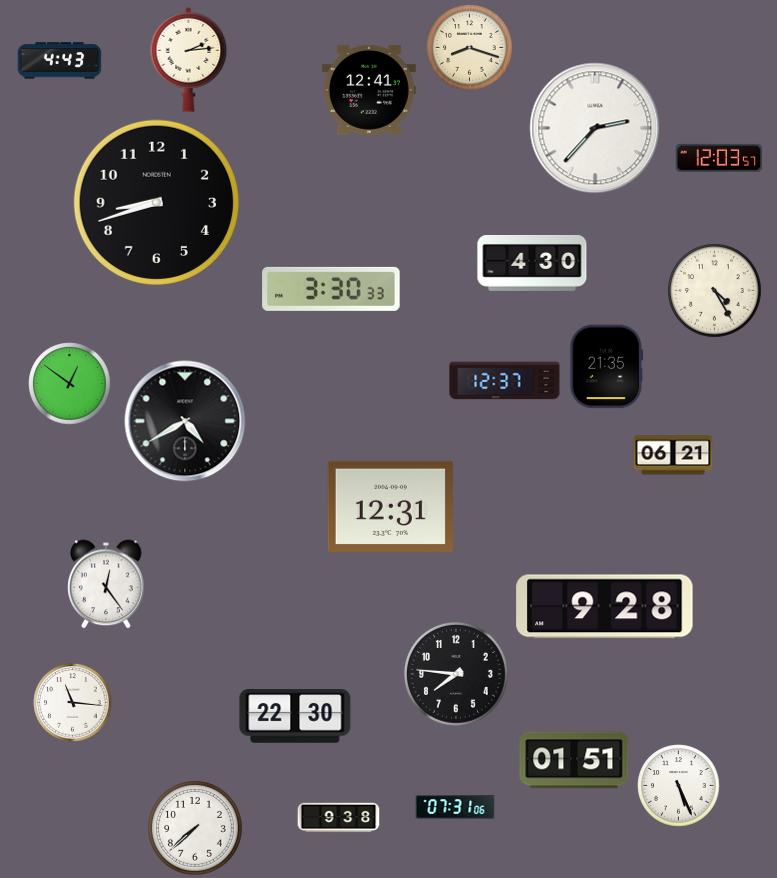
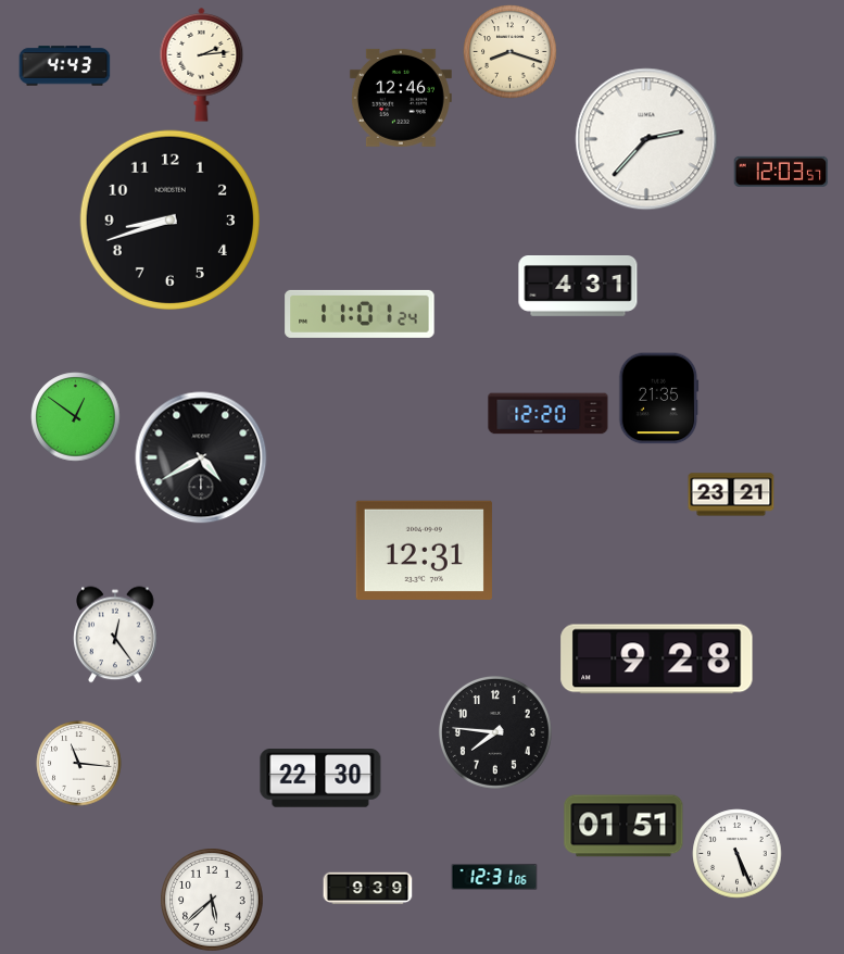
clock at (189, 60) position: (189, 60) -> (202, 65)
clock at (369, 90): 12:41 -> 12:46
clock at (532, 264): 4:30 -> 4:31
clock at (331, 289): 3:30 -> 11:01
clock at (715, 291): 4:25 -> none
clock at (505, 381): 12:37 -> 12:20
clock at (673, 455): 06:21 -> 23:21
clock at (455, 807): 07:31 -> 12:31
clock at (339, 818): 9:38 -> 9:39
clock at (195, 828): 7:38 -> 5:38
